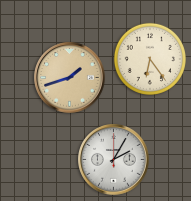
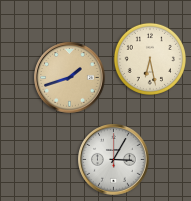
clock at (149, 58): 6:24 -> 6:28
clock at (114, 160): 2:05 -> 3:05
